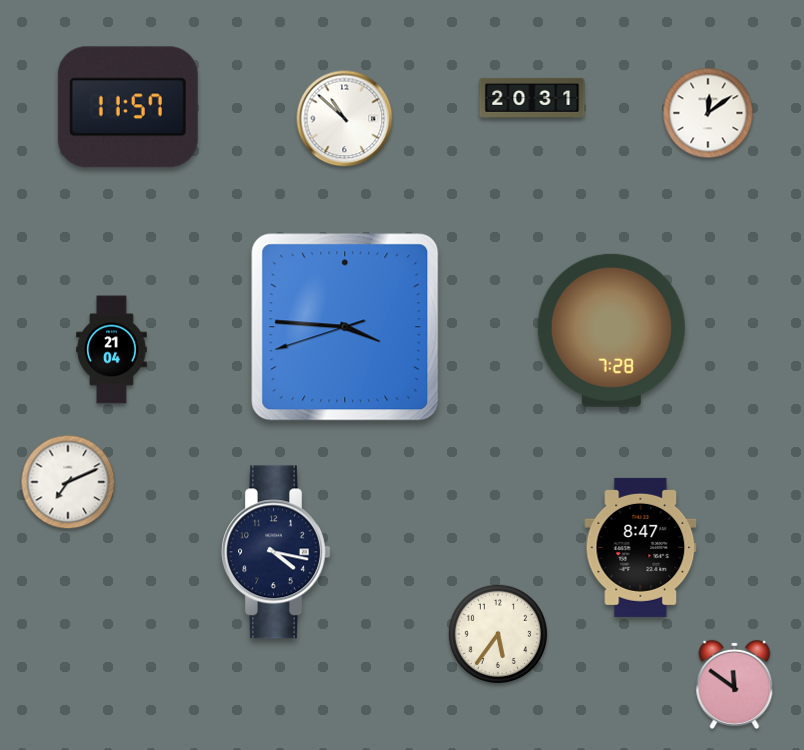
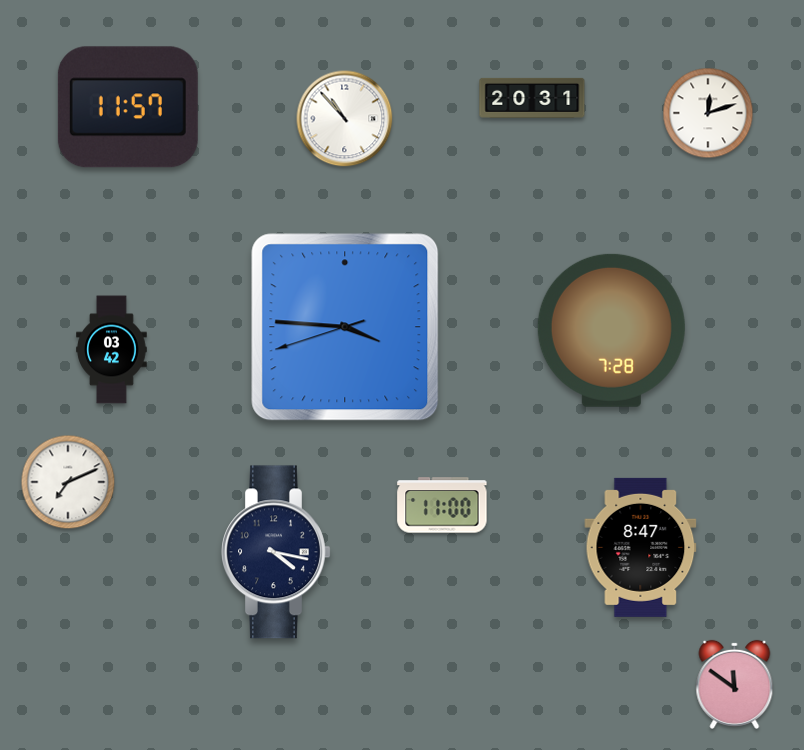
clock at (708, 113): 12:09 -> 12:12
clock at (345, 119): 10:52 -> 10:53
clock at (112, 350): 21:04 -> 03:42
clock at (442, 505): none -> 11:00
clock at (498, 634): 5:36 -> none
